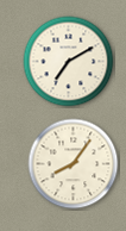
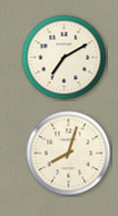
clock at (74, 164): 8:06 -> 8:03
